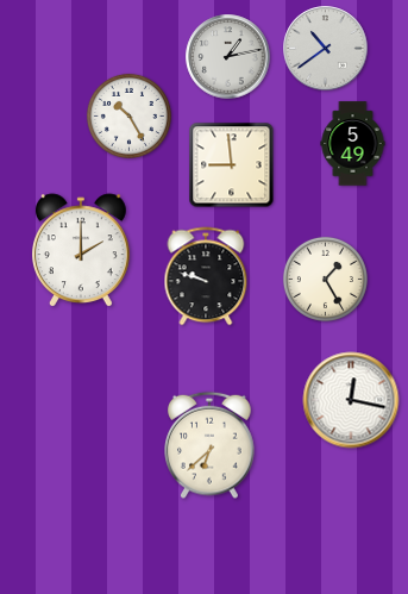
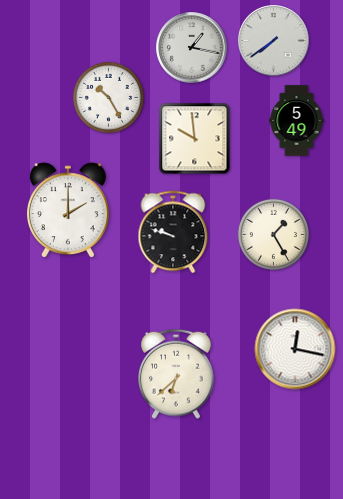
clock at (326, 49): 10:39 -> 7:39
clock at (228, 57): 1:13 -> 1:17
clock at (232, 165): 8:59 -> 9:59
clock at (351, 400) position: (351, 400) -> (295, 349)
